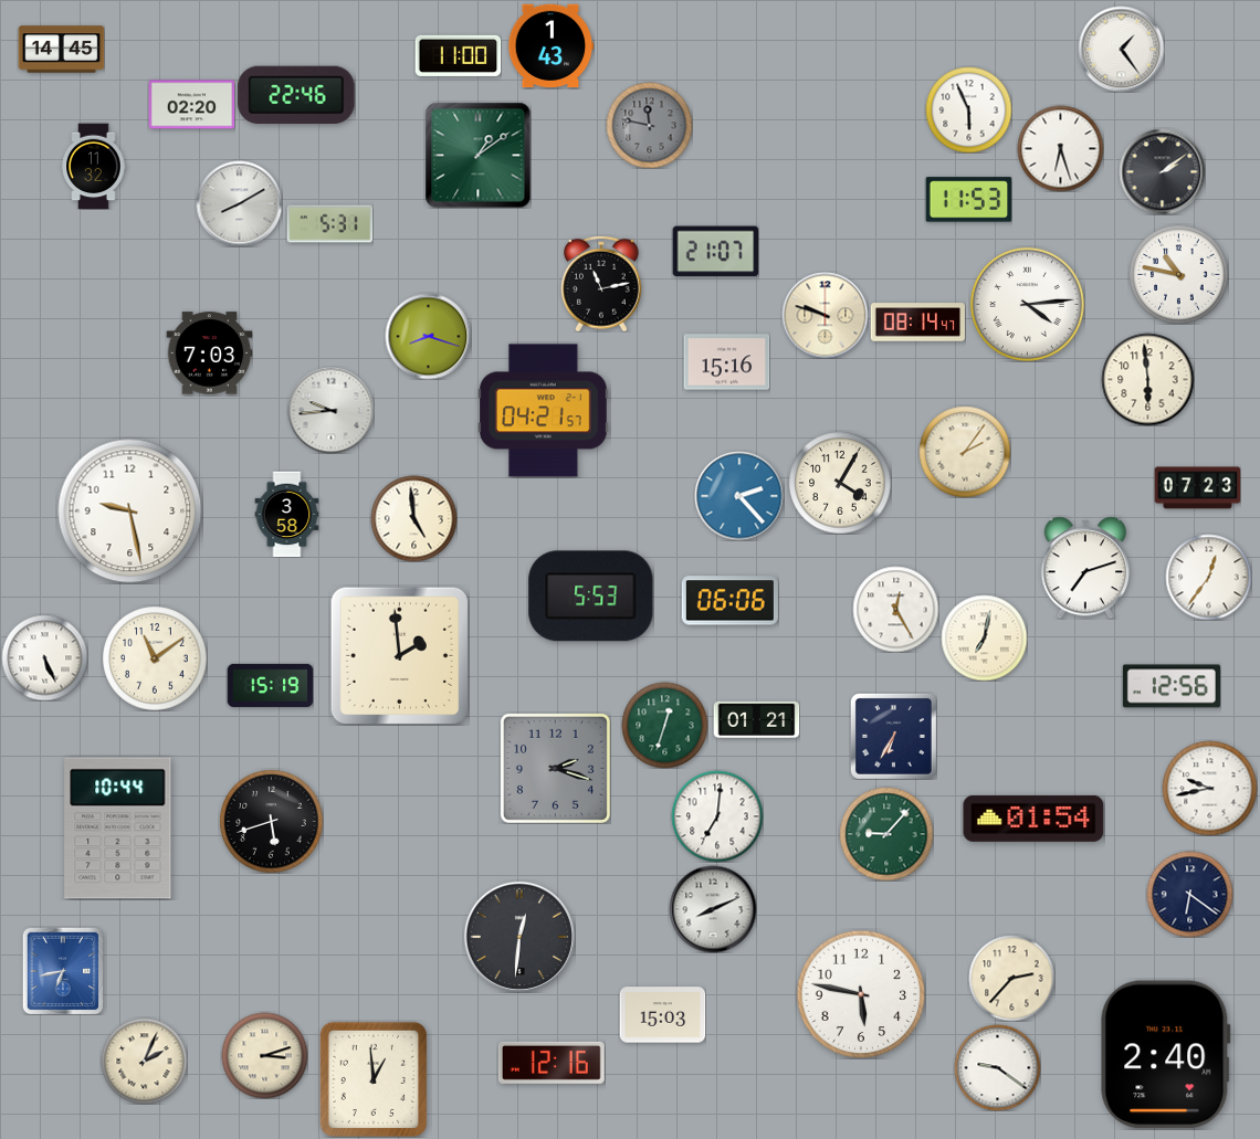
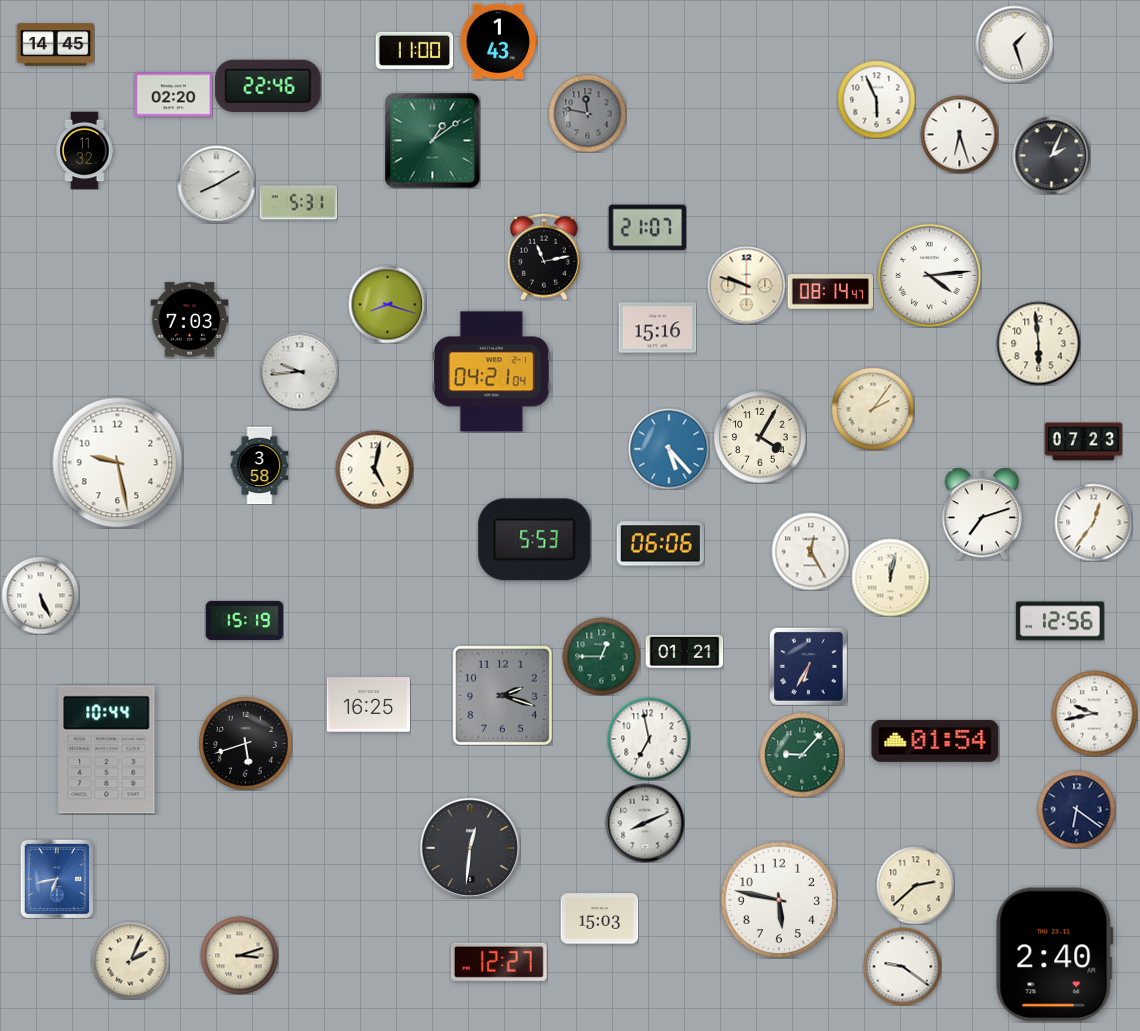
clock at (1121, 49): 1:24 -> 1:27
clock at (1162, 171): 2:09 -> 2:04
clock at (968, 200): 11:53 -> none
clock at (1178, 274): 10:47 -> none
clock at (544, 411): 04:21:57 -> 04:21:04
clock at (739, 496): 2:23 -> 5:23
clock at (413, 518): 4:59 -> 5:02
clock at (984, 637): 7:02 -> 12:02
clock at (399, 655): 1:59 -> none
clock at (155, 658): 11:09 -> none
clock at (664, 725): 12:33 -> 12:45
clock at (368, 705): none -> 16:25
clock at (717, 816): 7:01 -> 6:58
clock at (1011, 978): 2:37 -> 2:38
clock at (552, 1063): 12:16 -> 12:27
clock at (374, 1079): 12:59 -> none
